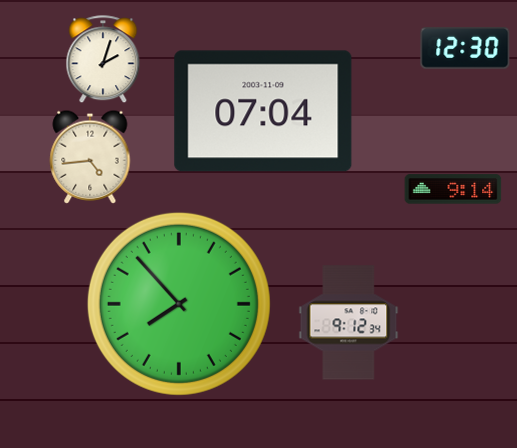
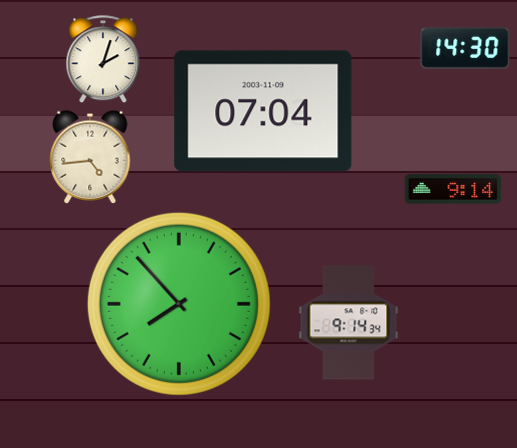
clock at (465, 49): 12:30 -> 14:30
clock at (349, 323): 9:12 -> 9:14
